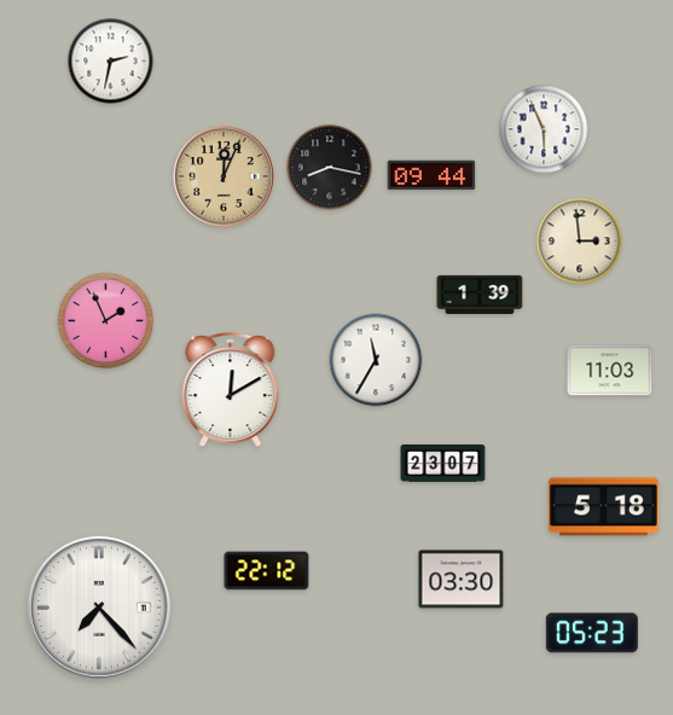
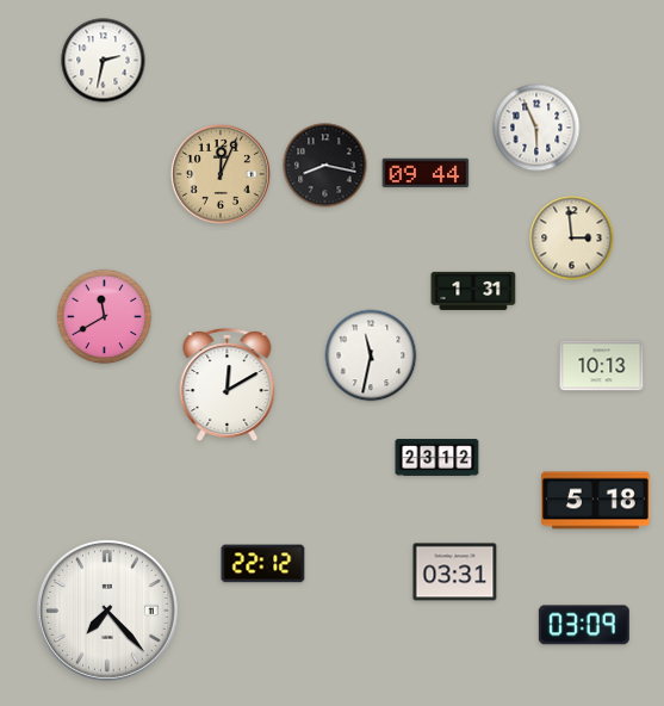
clock at (111, 62) position: (111, 62) -> (104, 61)
clock at (480, 295): 1:39 -> 1:31
clock at (106, 321): 1:56 -> 11:40
clock at (376, 360): 11:35 -> 11:32
clock at (610, 371): 11:03 -> 10:13
clock at (443, 464): 23:07 -> 23:12
clock at (462, 580): 03:30 -> 03:31
clock at (99, 608) position: (99, 608) -> (107, 611)
clock at (592, 633): 05:23 -> 03:09
